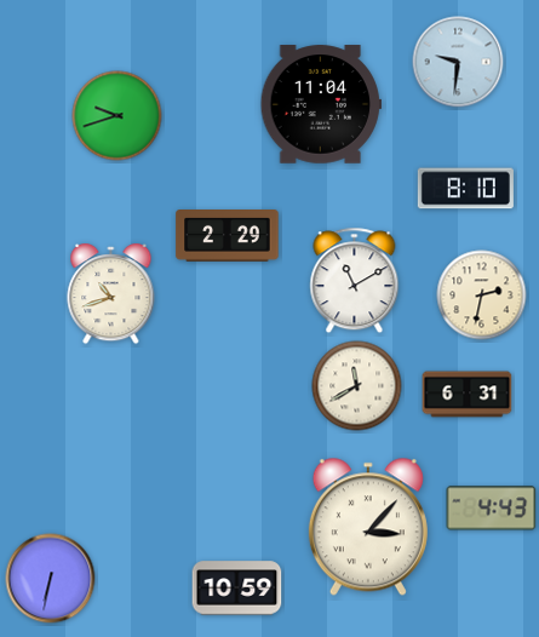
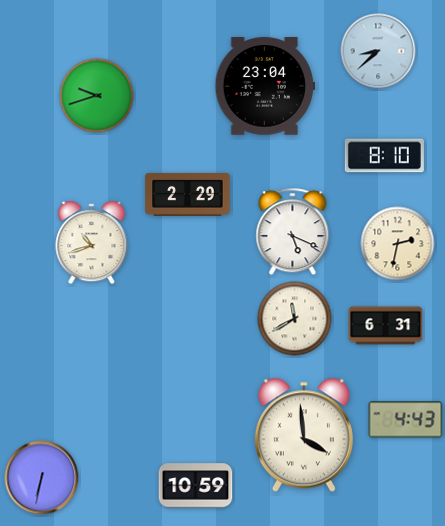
clock at (458, 62): 9:31 -> 8:38
clock at (320, 104): 11:04 -> 23:04
clock at (355, 281): 11:10 -> 5:19
clock at (368, 527): 3:07 -> 3:59
